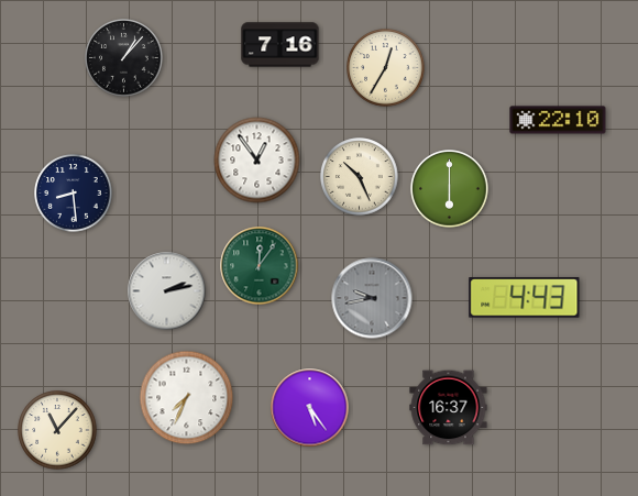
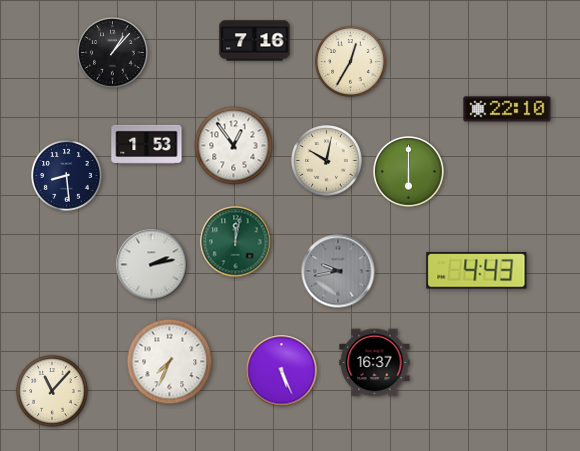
clock at (147, 144): none -> 1:53
clock at (360, 177): 10:26 -> 10:02
clock at (260, 266): 12:06 -> 12:02
clock at (310, 408): 5:24 -> 5:26
clock at (449, 408) position: (449, 408) -> (375, 363)
